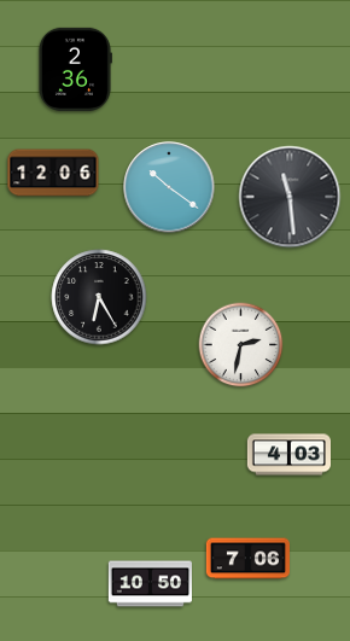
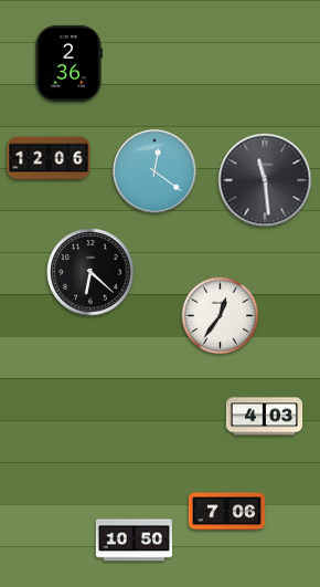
clock at (169, 187): 10:21 -> 12:21
clock at (99, 297): 6:25 -> 6:22
clock at (241, 345): 2:32 -> 12:36
clock at (150, 584) position: (150, 584) -> (134, 541)
